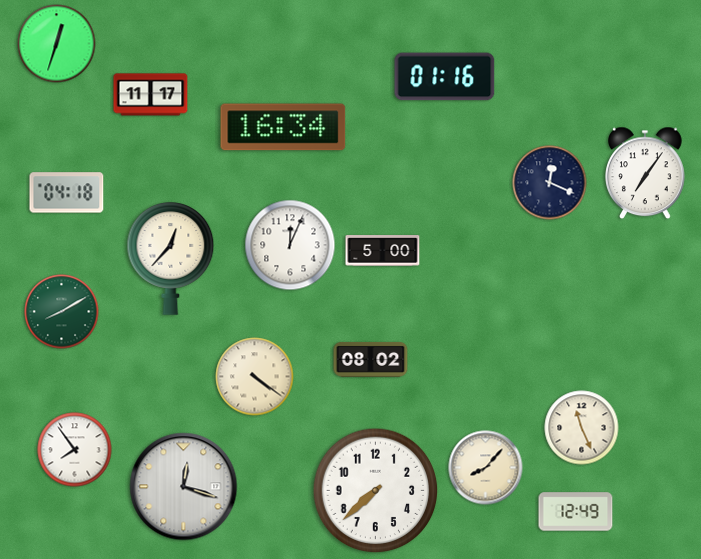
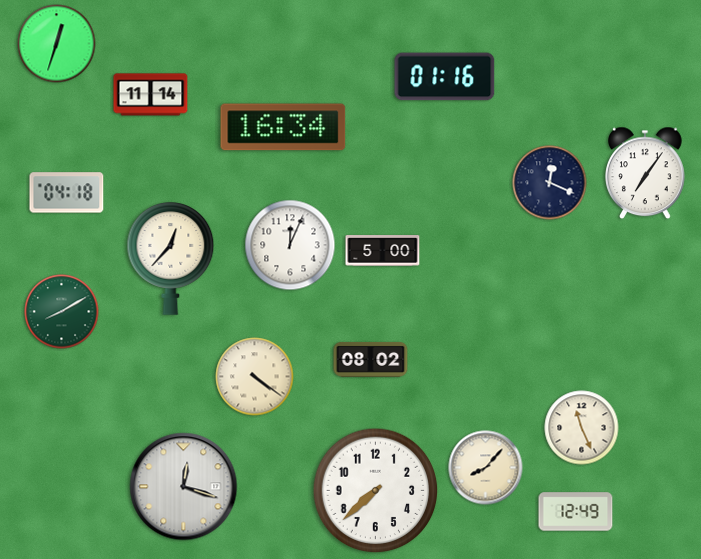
clock at (151, 95): 11:17 -> 11:14
clock at (75, 450): 7:54 -> none
